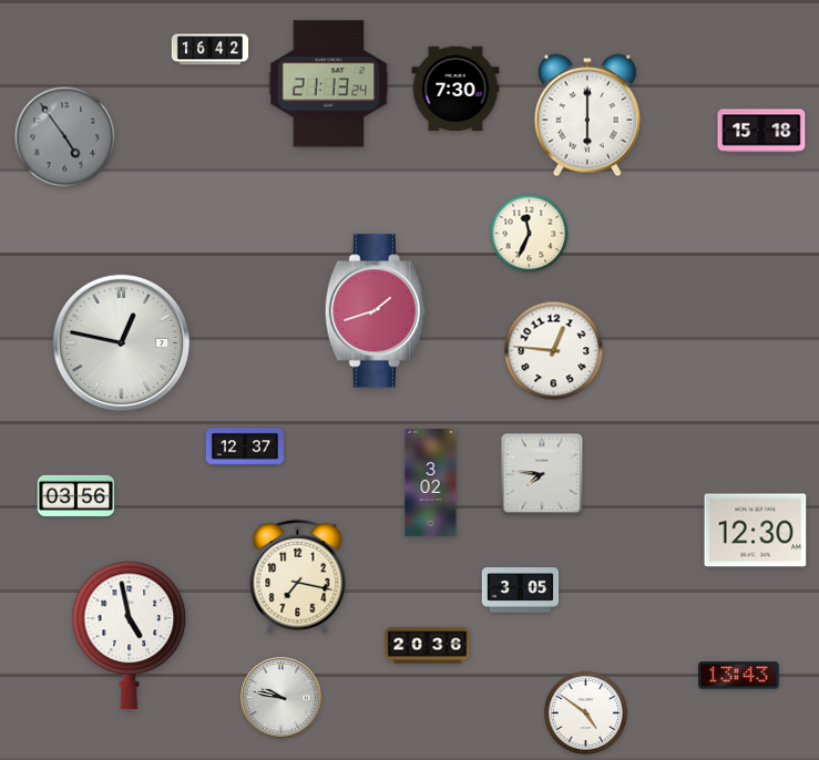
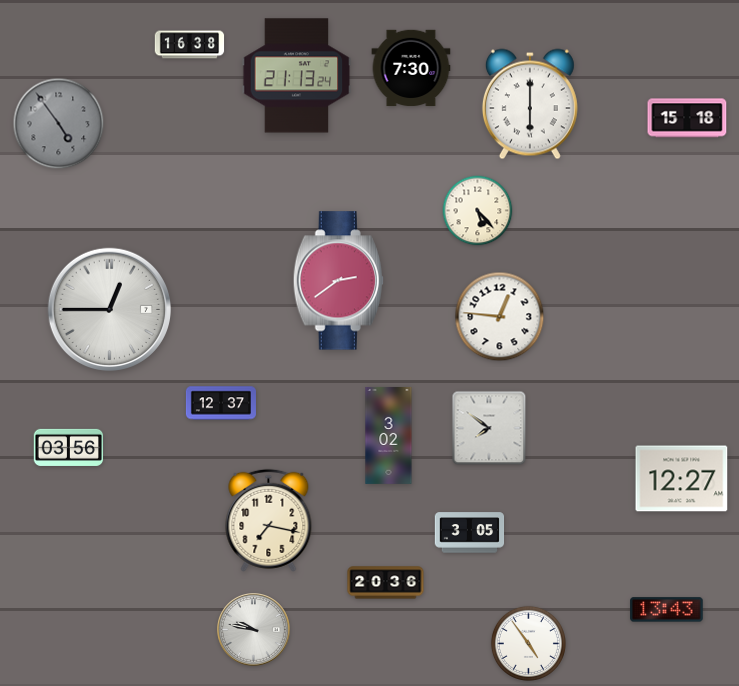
clock at (211, 50): 16:42 -> 16:38
clock at (455, 89) position: (455, 89) -> (411, 68)
clock at (530, 234): 11:34 -> 5:23
clock at (375, 311): 1:42 -> 2:39
clock at (121, 342): 12:47 -> 12:45
clock at (542, 474): 7:46 -> 7:51
clock at (756, 531): 12:30 -> 12:27
clock at (130, 635): 4:58 -> none
clock at (585, 712): 4:51 -> 4:54
